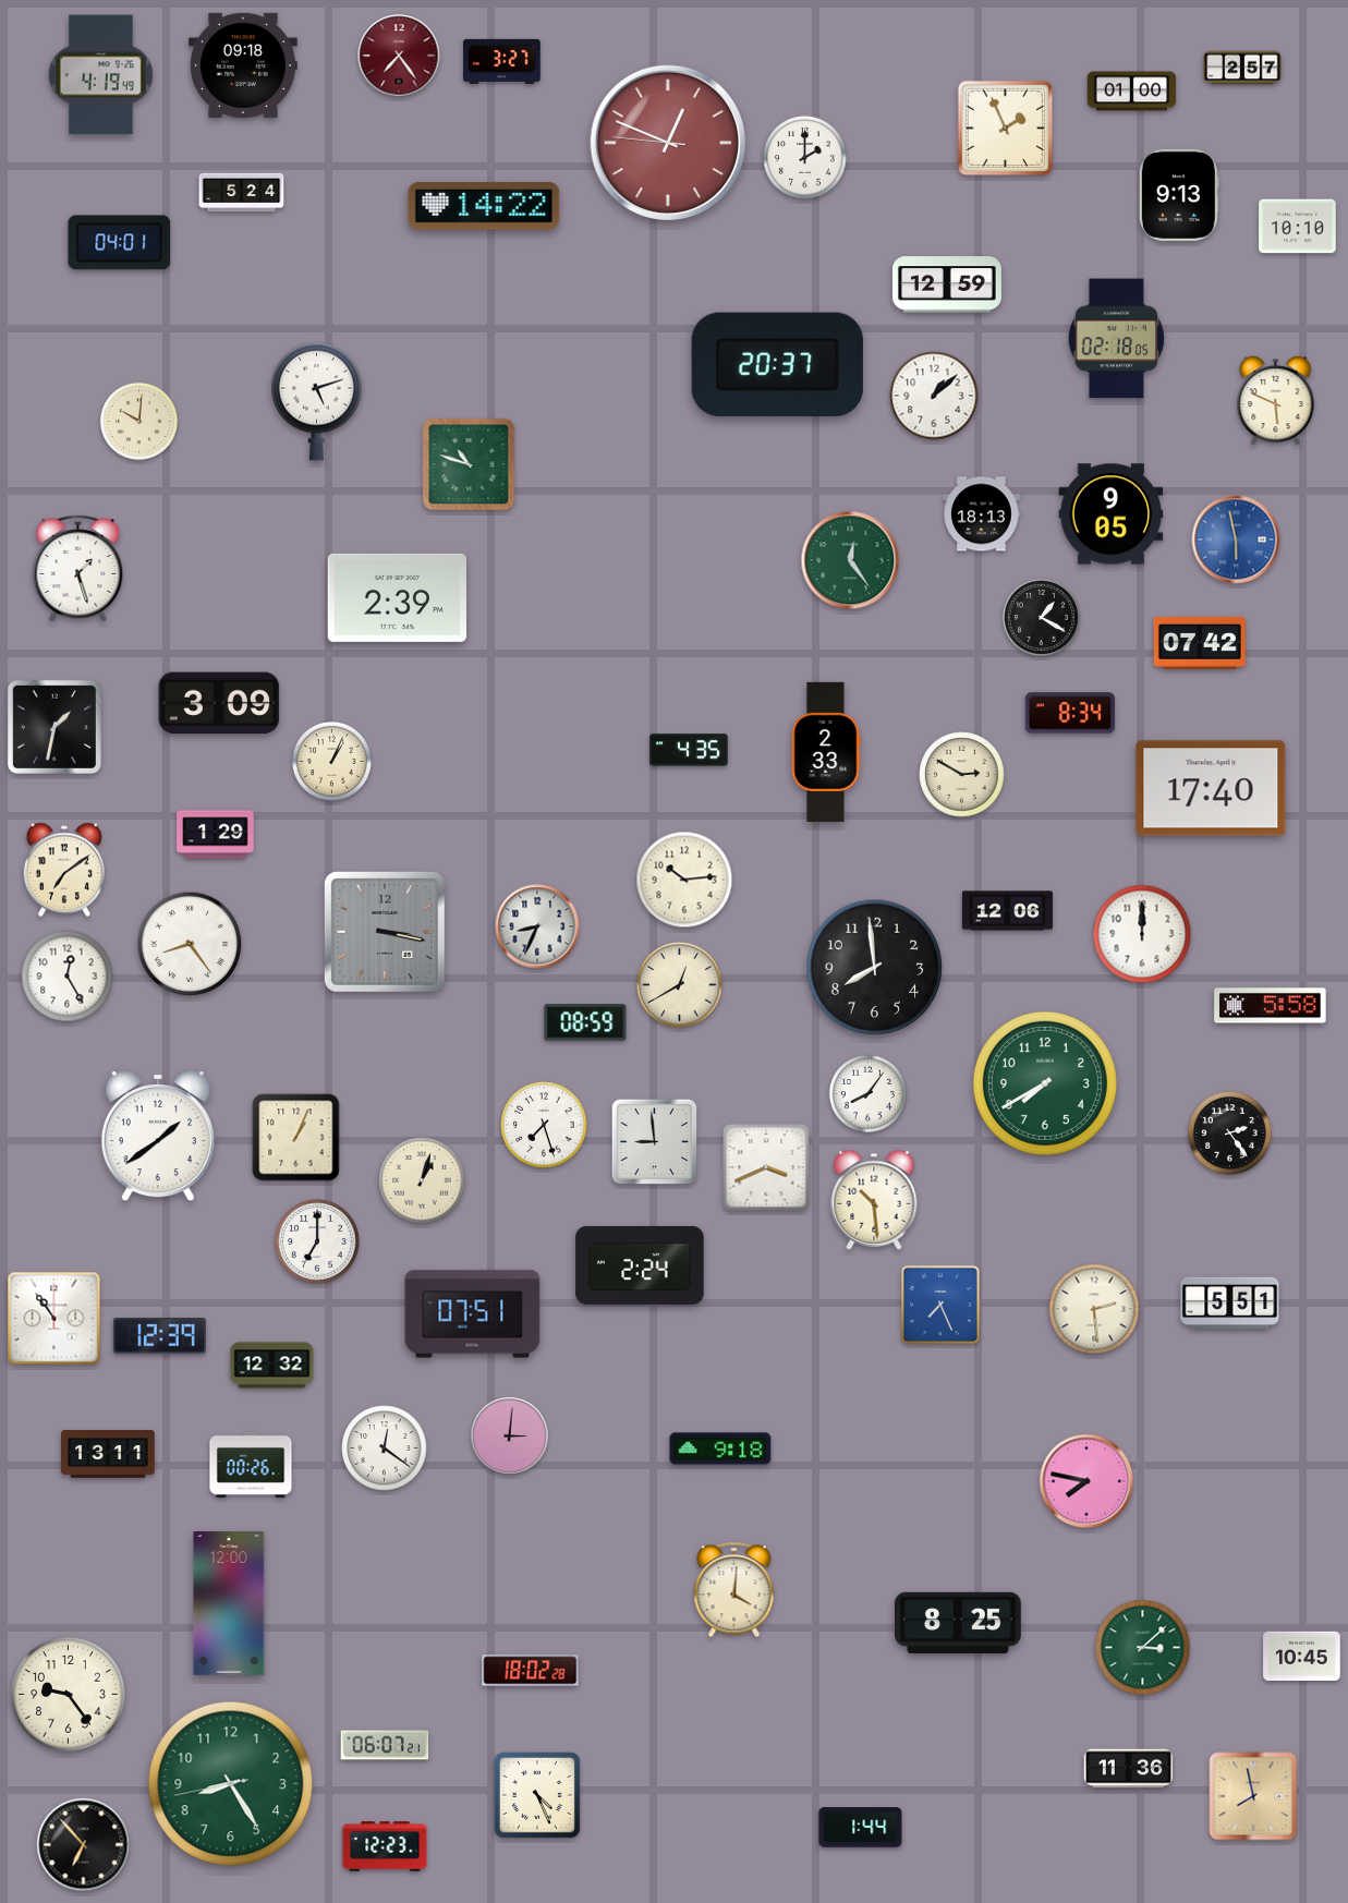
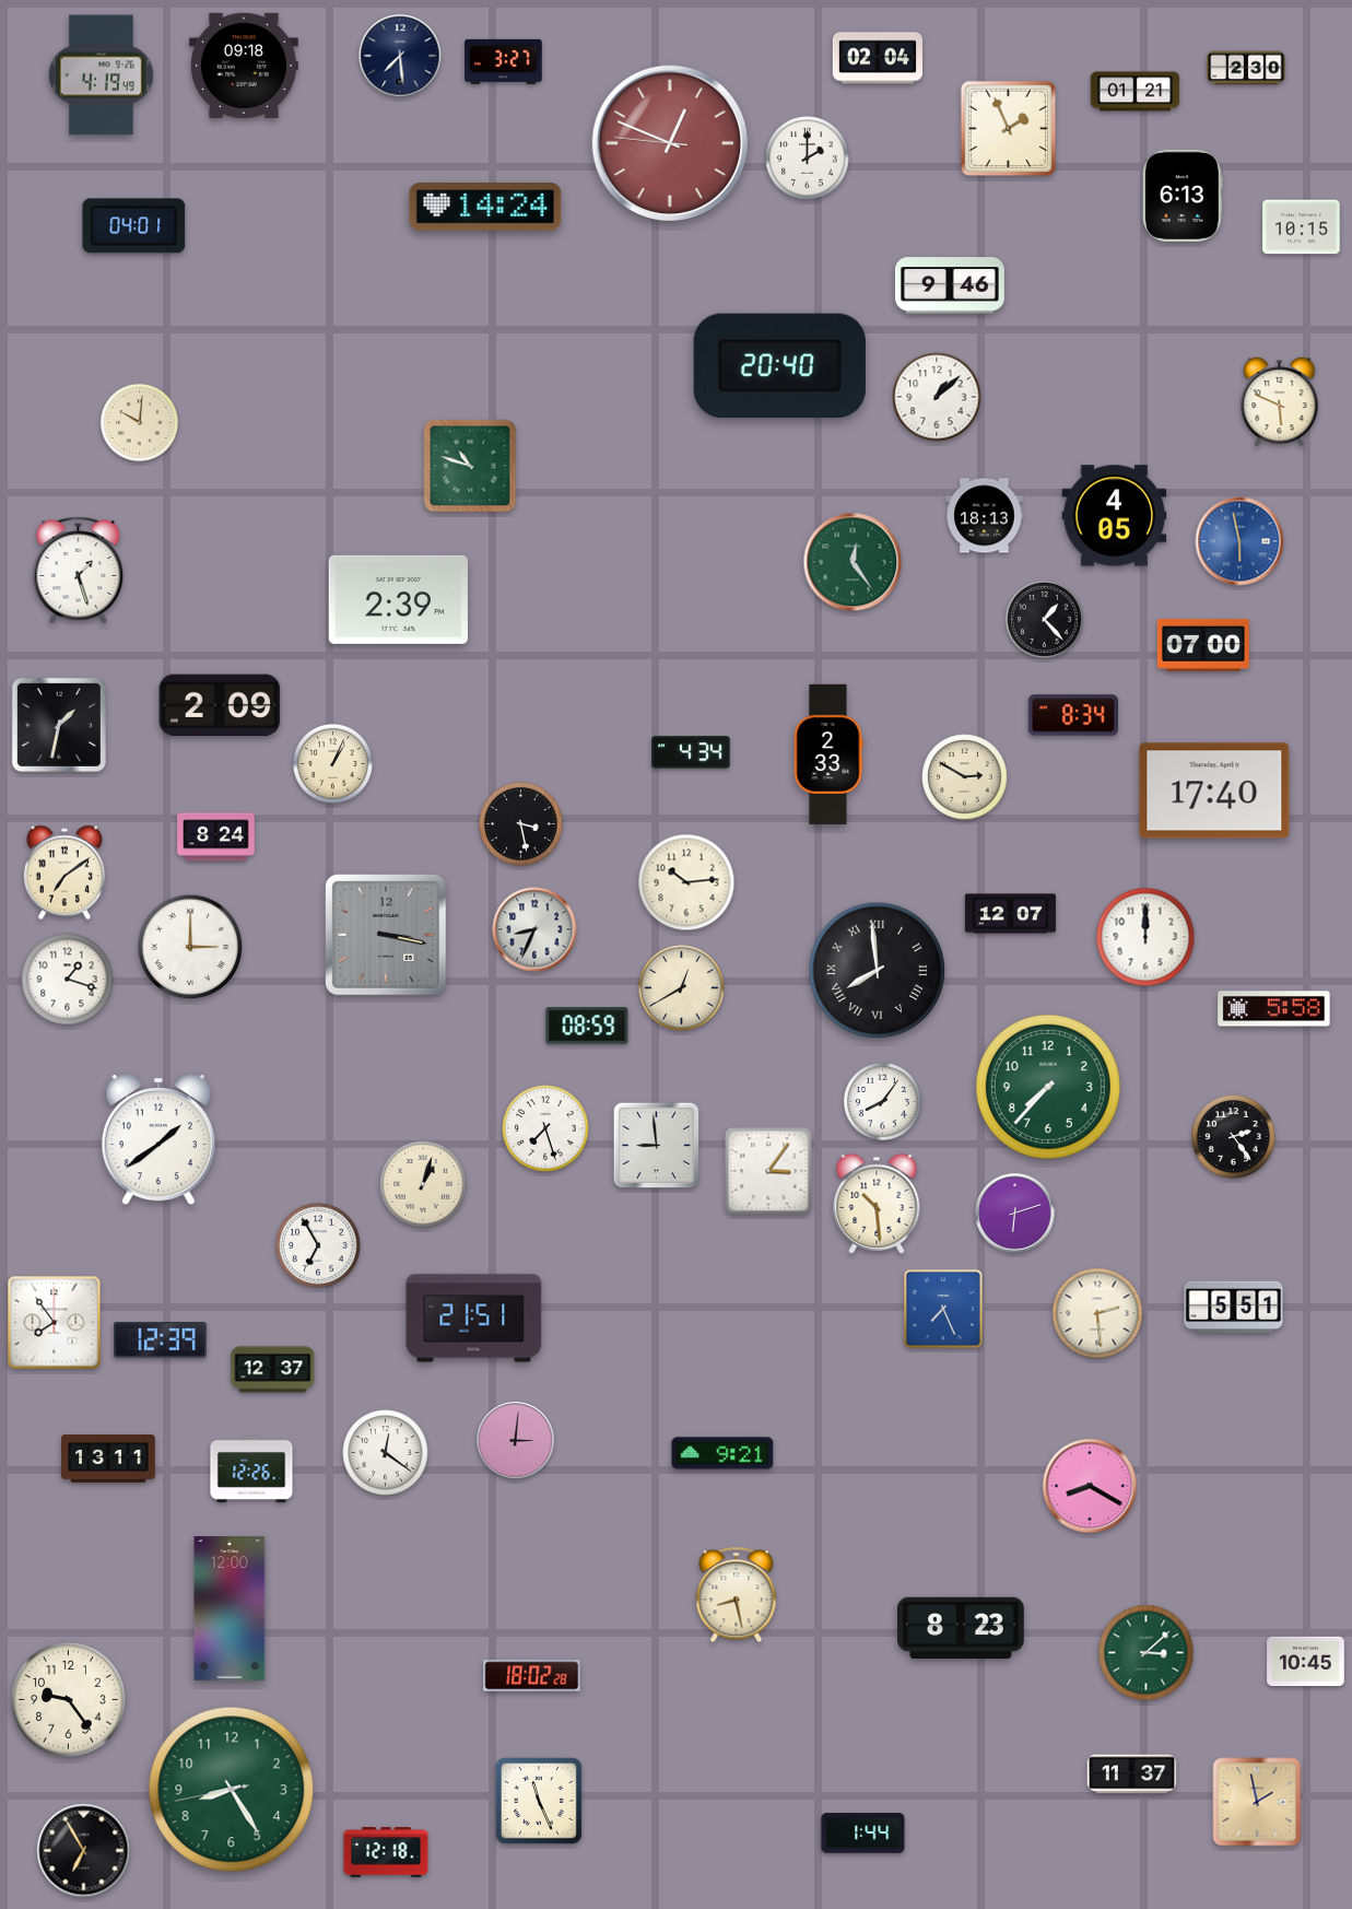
clock at (399, 56): 7:24 -> 7:29
clock at (399, 56) dial: burgundy -> navy
clock at (877, 58): none -> 02:04
clock at (1242, 68): 2:57 -> 2:30
clock at (1132, 92): 01:00 -> 01:21
clock at (242, 193): 5:24 -> none
clock at (1179, 195): 9:13 -> 6:13
clock at (484, 206): 14:22 -> 14:24
clock at (1298, 227): 10:10 -> 10:15
clock at (120, 243) position: (120, 243) -> (134, 226)
clock at (947, 284): 12:59 -> 9:46
clock at (1116, 339): 02:18 -> none
clock at (777, 364): 20:37 -> 20:40
clock at (317, 401): 5:12 -> none
clock at (1112, 514): 9:05 -> 4:05
clock at (1041, 617): 1:20 -> 1:23
clock at (1200, 643): 07:42 -> 07:00
clock at (219, 703): 3:09 -> 2:09
clock at (54, 727) position: (54, 727) -> (59, 725)
clock at (689, 750): 4:35 -> 4:34
clock at (521, 824): none -> 3:28
clock at (216, 835): 1:29 -> 8:24
clock at (1007, 911): 12:06 -> 12:07
clock at (537, 926) position: (537, 926) -> (534, 929)
clock at (190, 944): 8:24 -> 3:00
clock at (875, 968) numerals: Arabic -> Roman
clock at (68, 977): 12:25 -> 1:18
clock at (1045, 1083): 7:40 -> 7:37
clock at (867, 1093) position: (867, 1093) -> (882, 1101)
clock at (296, 1138): 1:04 -> none
clock at (766, 1167): 3:41 -> 3:06
clock at (1015, 1214): none -> 6:12
clock at (317, 1241): 7:00 -> 6:55
clock at (640, 1265): 2:24 -> none
clock at (473, 1314): 07:51 -> 21:51
clock at (54, 1319): 10:54 -> 7:54
clock at (272, 1366): 12:32 -> 12:37
clock at (510, 1437) position: (510, 1437) -> (516, 1441)
clock at (720, 1449): 9:18 -> 9:21
clock at (251, 1465): 00:26 -> 12:26
clock at (1086, 1481): 7:47 -> 8:20
clock at (734, 1590): 4:01 -> 8:28
clock at (959, 1623): 8:25 -> 8:23
clock at (385, 1745): 06:07 -> none
clock at (1129, 1769): 11:36 -> 11:37
clock at (537, 1795): 4:26 -> 11:26
clock at (1253, 1796): 7:58 -> 1:58
clock at (84, 1845): 6:53 -> 6:55
clock at (385, 1846): 12:23 -> 12:18
